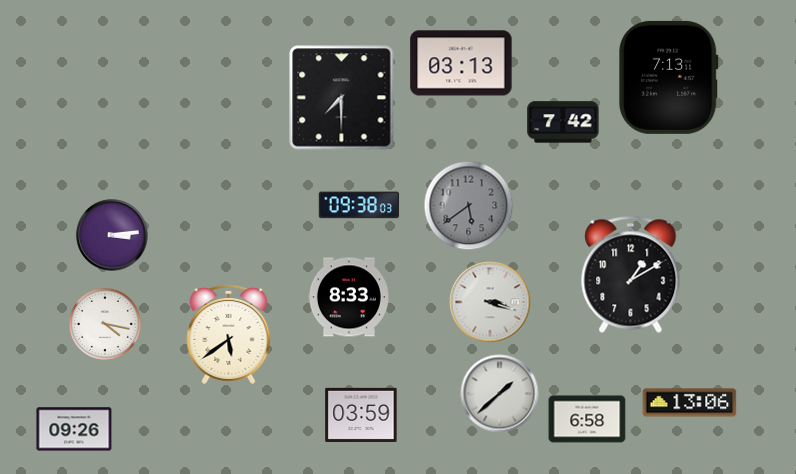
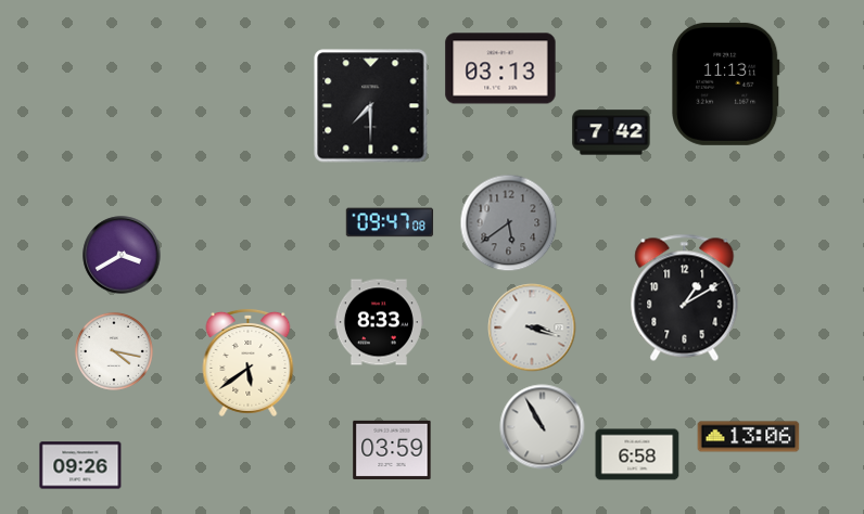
clock at (669, 77): 7:13 -> 11:13
clock at (359, 205): 09:38 -> 09:47
clock at (112, 235): 3:14 -> 3:40
clock at (500, 394): 1:38 -> 10:55
